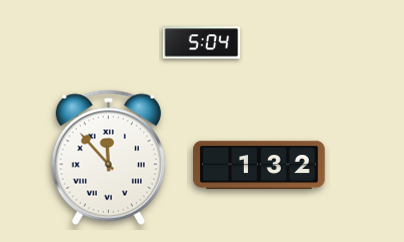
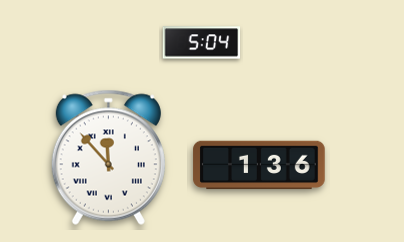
clock at (259, 165): 1:32 -> 1:36
